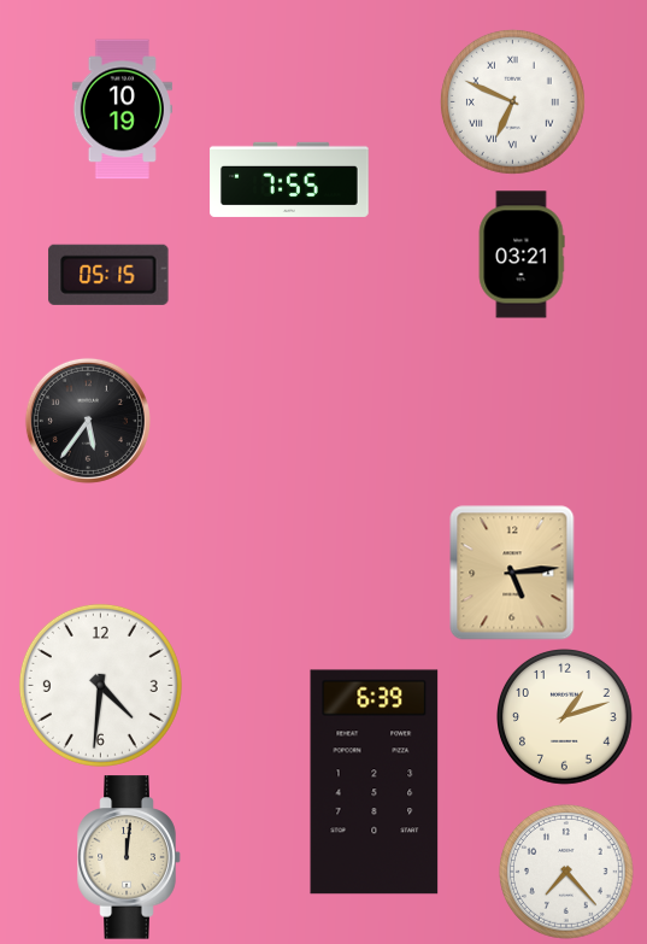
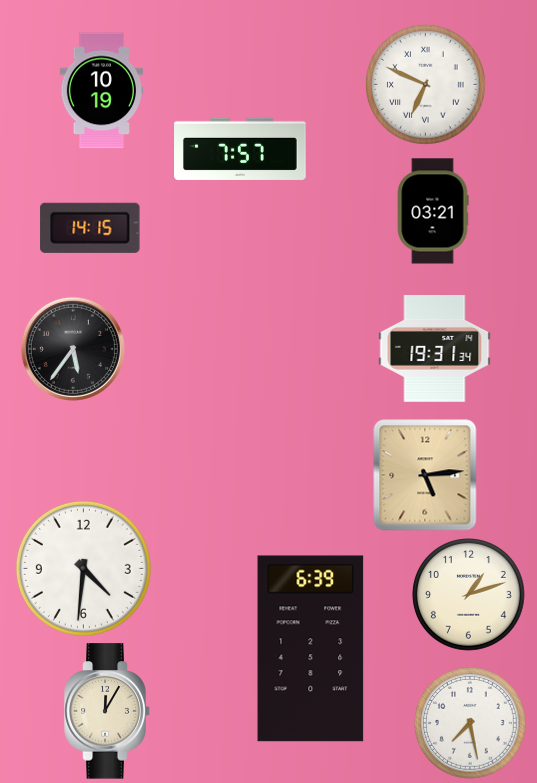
clock at (289, 180): 7:55 -> 7:57
clock at (108, 275): 05:15 -> 14:15
clock at (435, 349): none -> 19:31
clock at (129, 857): 12:01 -> 12:05
clock at (567, 873): 7:23 -> 7:28
